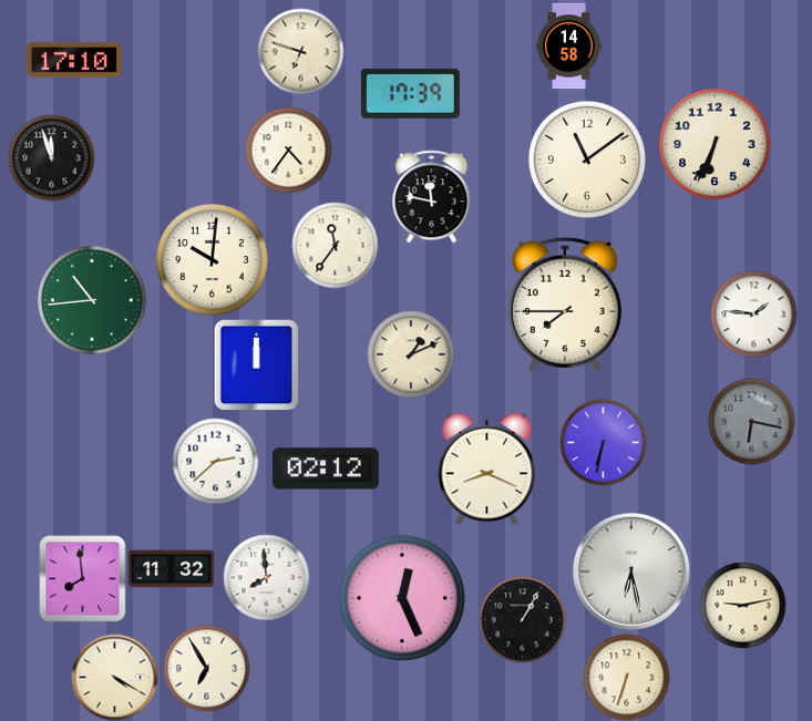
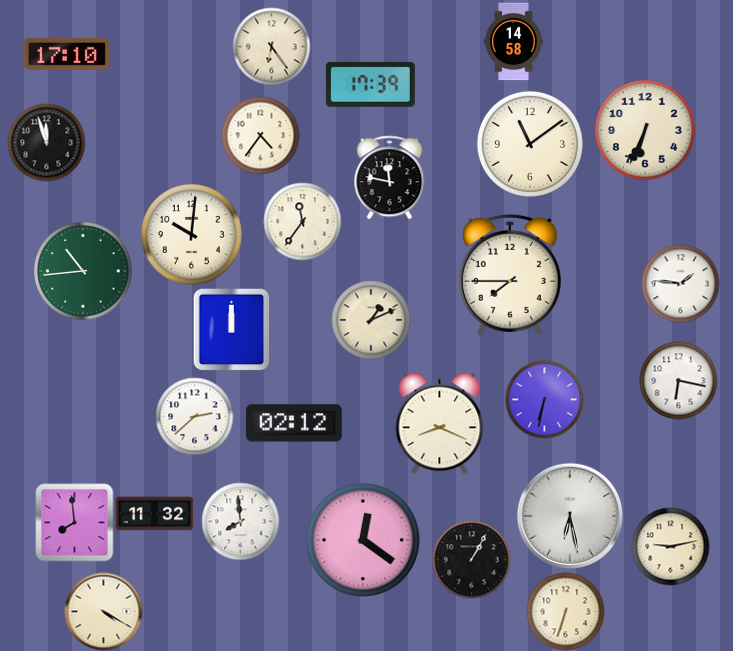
clock at (300, 51): 6:48 -> 6:24
clock at (751, 421) dial: grey -> white
clock at (402, 598): 12:26 -> 12:21
clock at (206, 668): 6:55 -> none
